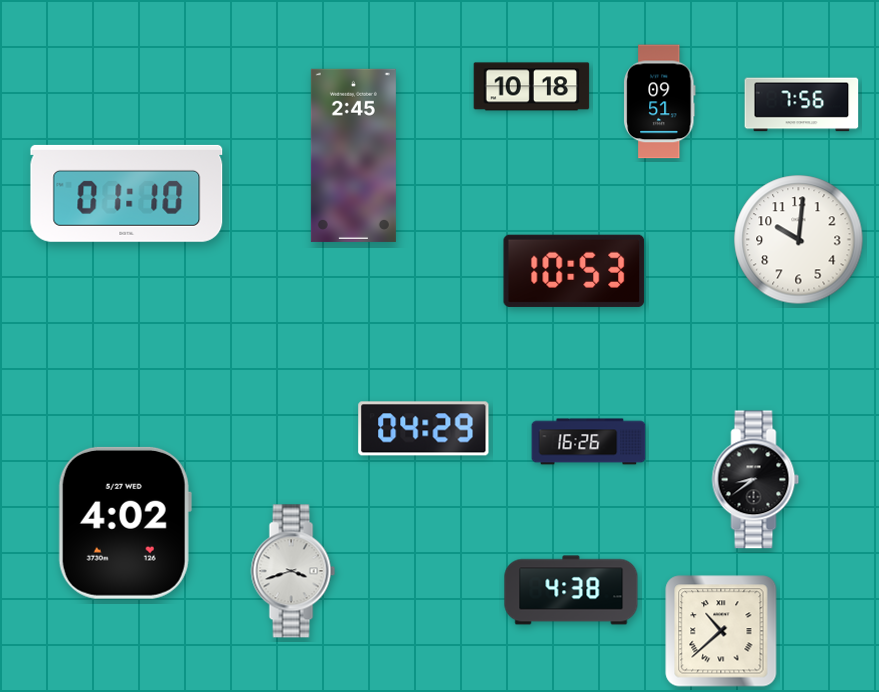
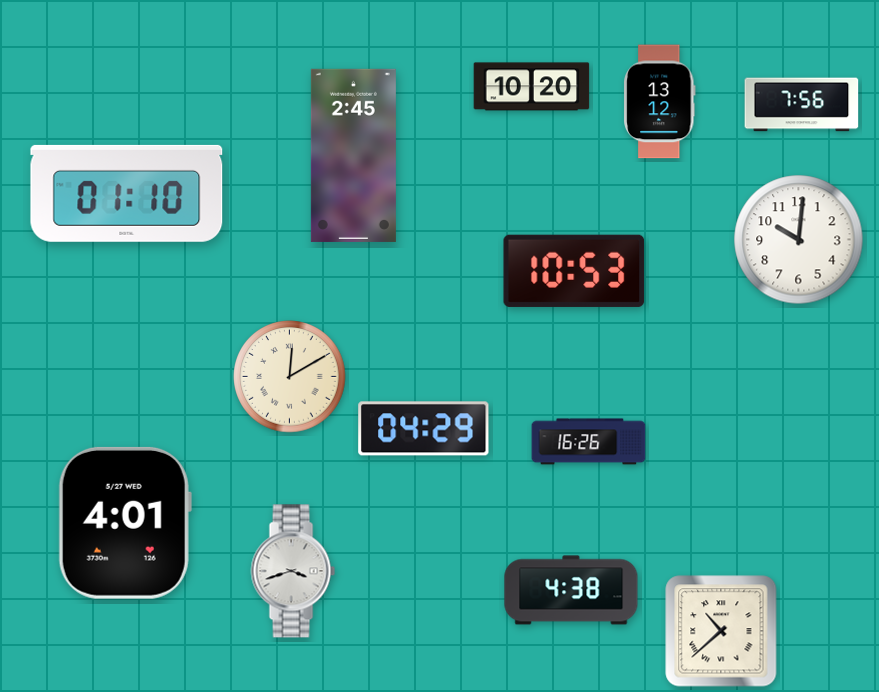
clock at (532, 87): 10:18 -> 10:20
clock at (660, 102): 09:51 -> 13:12
clock at (290, 377): none -> 12:10
clock at (756, 480): 8:39 -> none
clock at (125, 523): 4:02 -> 4:01
